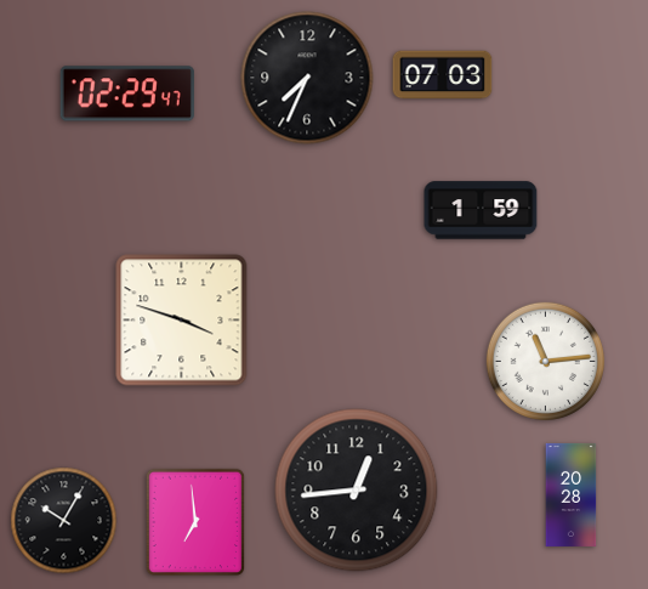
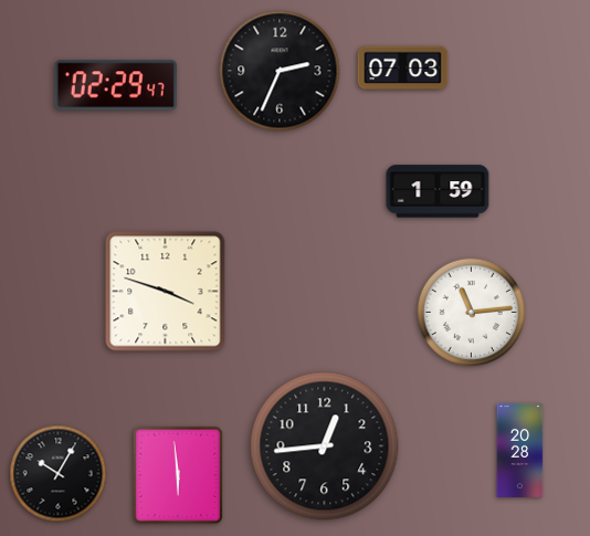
clock at (307, 78): 7:34 -> 2:34
clock at (545, 361) position: (545, 361) -> (471, 312)
clock at (195, 522): 6:59 -> 5:59
